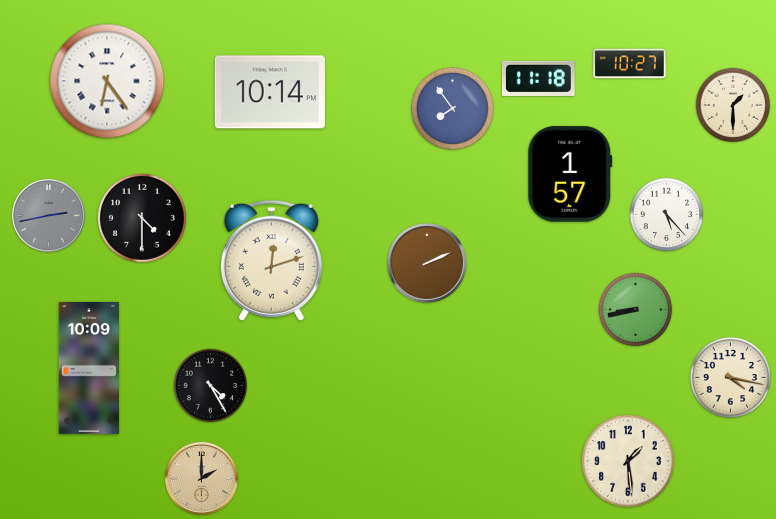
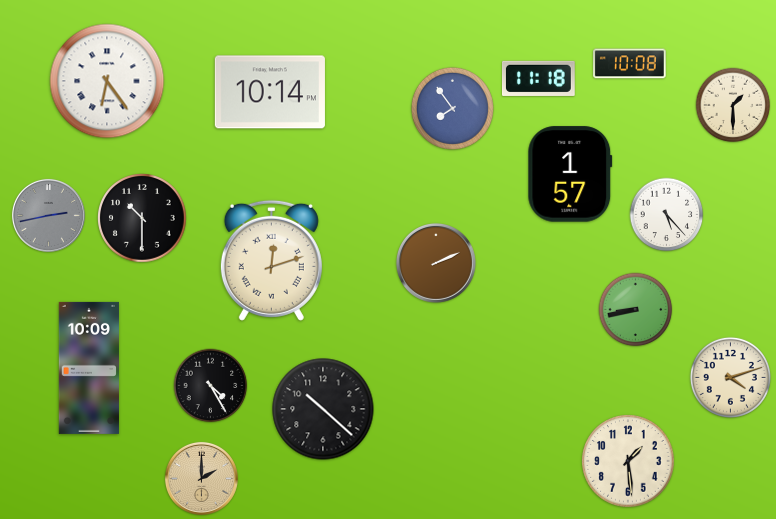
clock at (630, 64): 10:27 -> 10:08
clock at (143, 219): 4:30 -> 10:30
clock at (427, 263) position: (427, 263) -> (436, 263)
clock at (730, 377): 4:17 -> 4:12
clock at (323, 409): none -> 10:22
